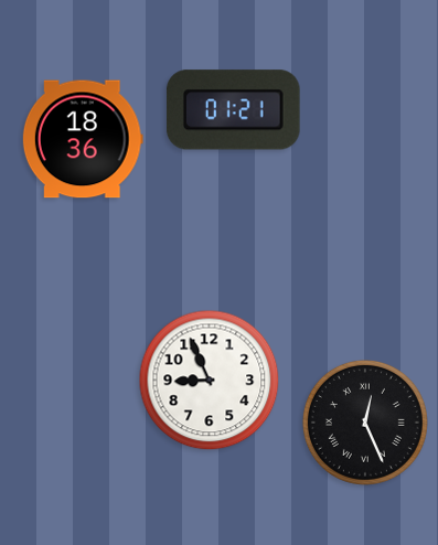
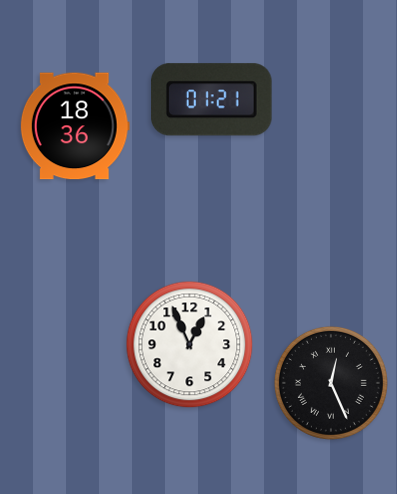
clock at (210, 381): 8:56 -> 12:56
